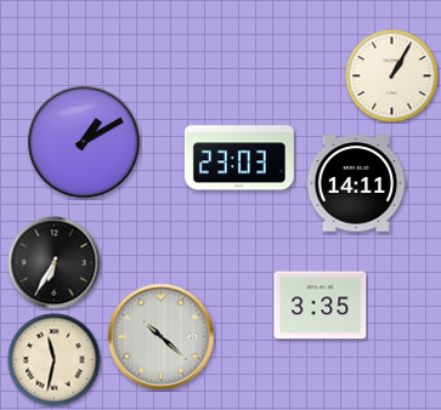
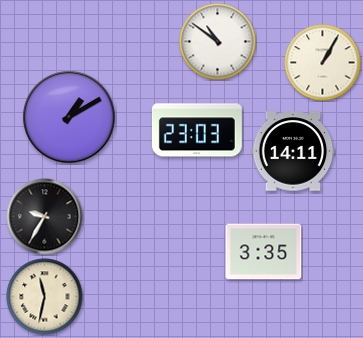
clock at (218, 42): none -> 10:51
clock at (55, 263): 6:35 -> 9:35
clock at (162, 337): 10:22 -> none
